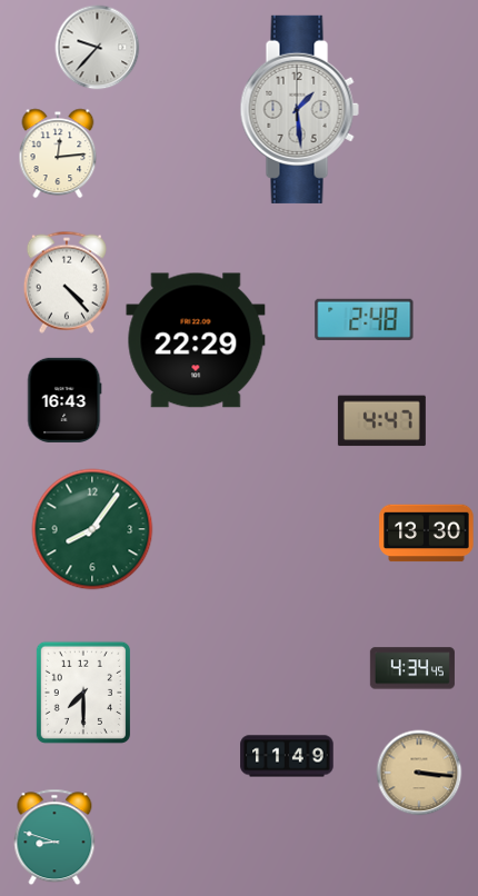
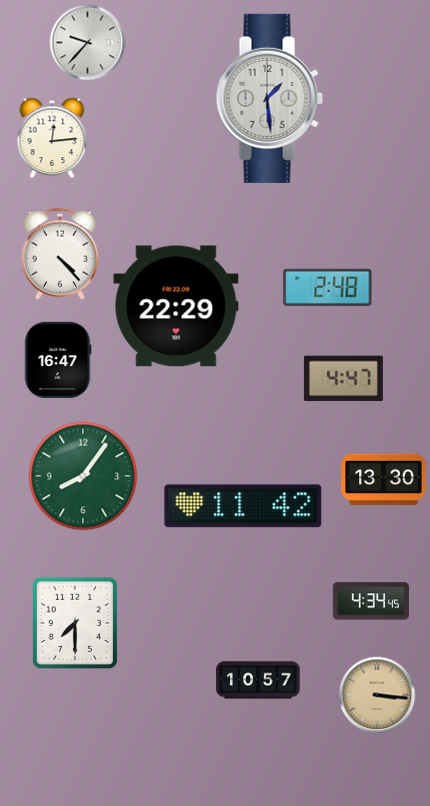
clock at (64, 400): 16:43 -> 16:47
clock at (243, 506): none -> 11:42
clock at (287, 756): 11:49 -> 10:57
clock at (54, 837): 8:48 -> none
